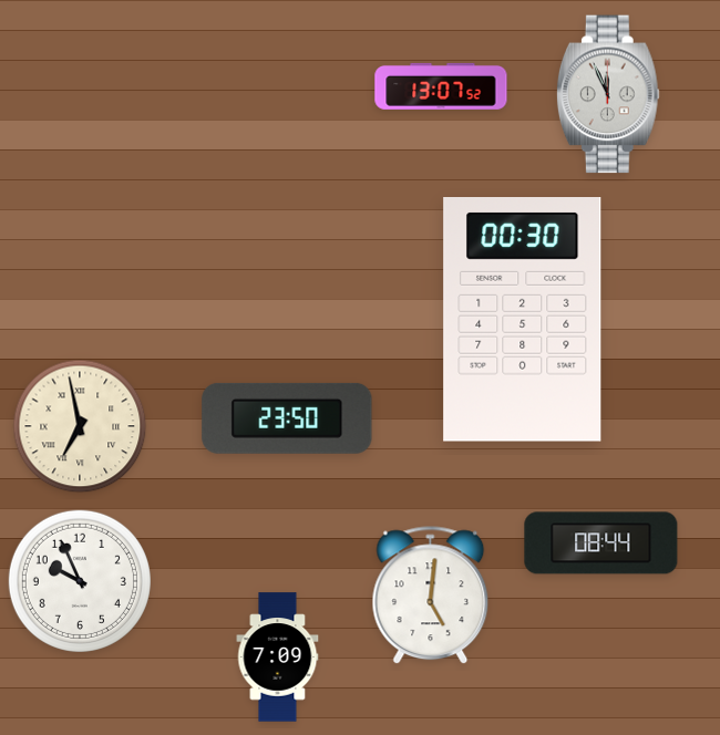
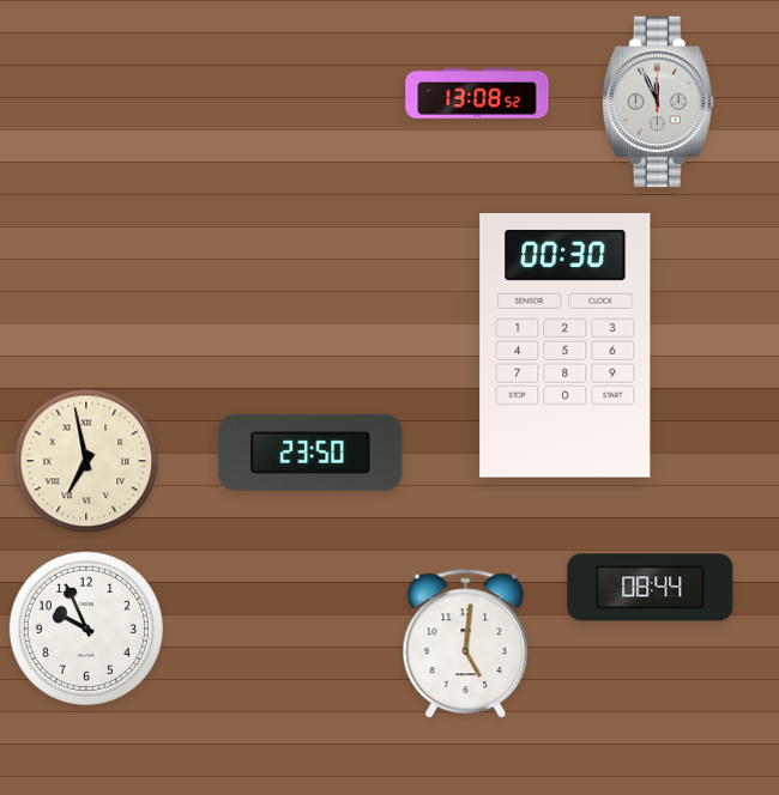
clock at (441, 86): 13:07 -> 13:08
clock at (278, 658): 7:09 -> none
